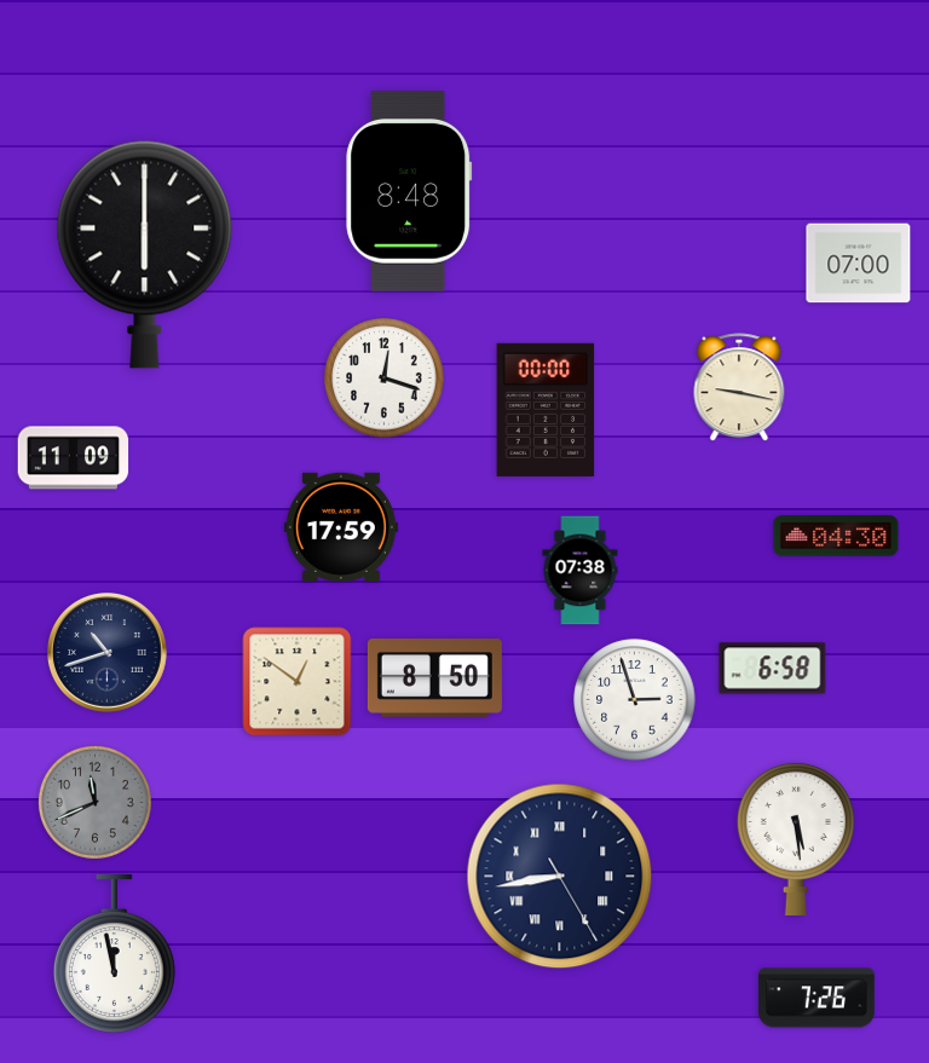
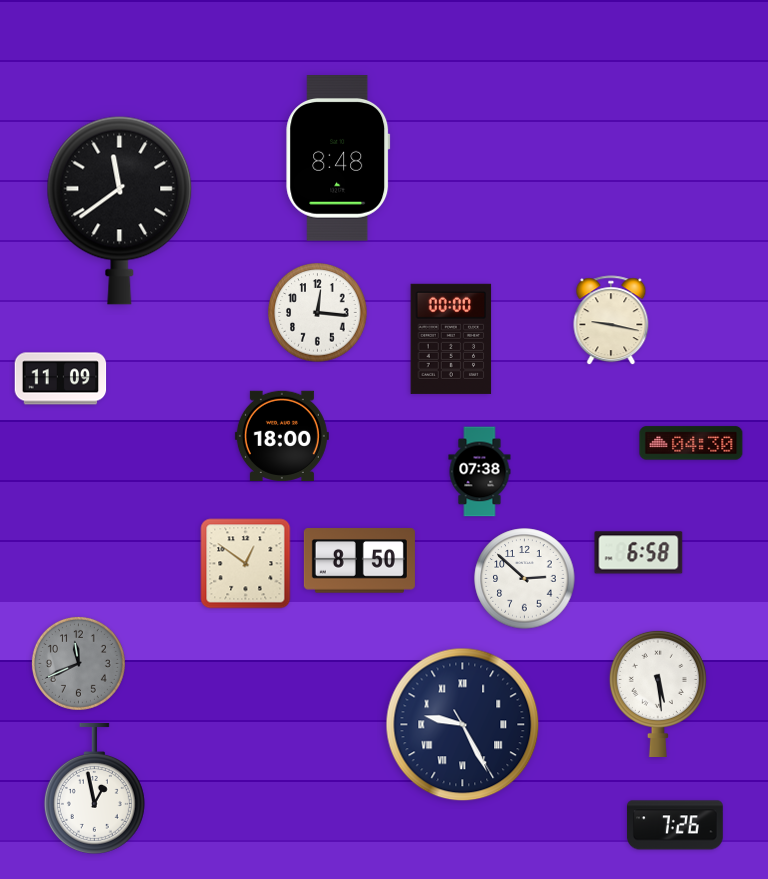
clock at (145, 254): 6:00 -> 11:39
clock at (859, 264): 07:00 -> none
clock at (385, 379): 12:18 -> 12:16
clock at (341, 527): 17:59 -> 18:00
clock at (106, 652): 10:42 -> none
clock at (635, 700): 2:57 -> 2:52
clock at (560, 877): 8:43 -> 9:25
clock at (114, 954): 11:58 -> 12:58
